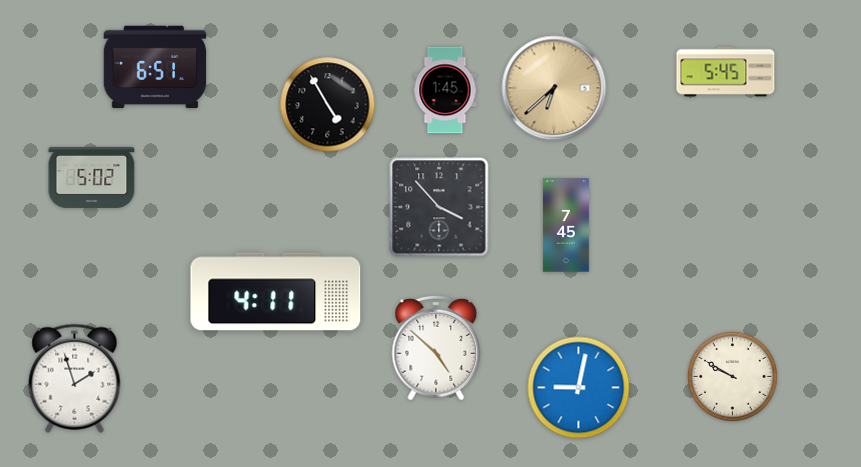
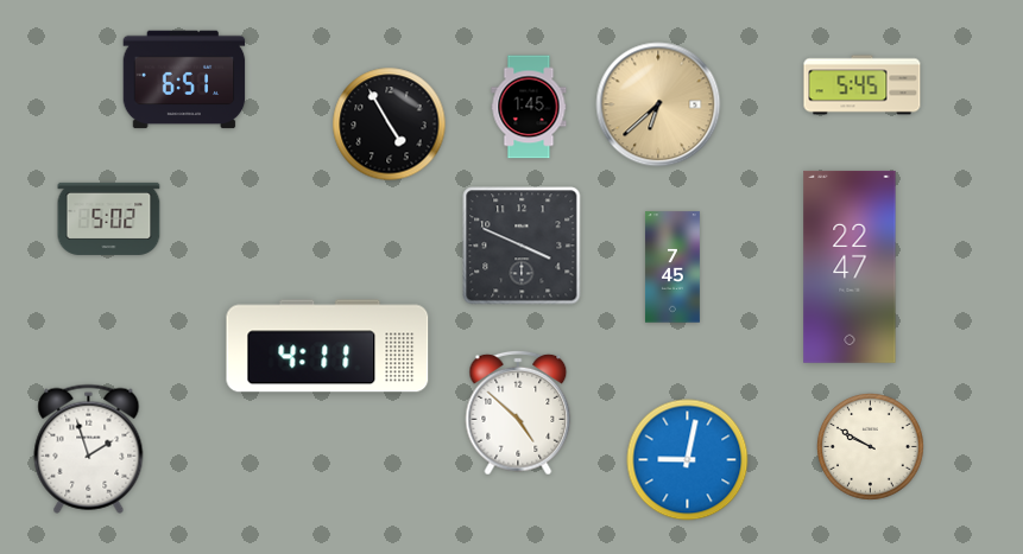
clock at (92, 177) position: (92, 177) -> (109, 218)
clock at (439, 207): 3:53 -> 3:49
clock at (850, 267): none -> 22:47
